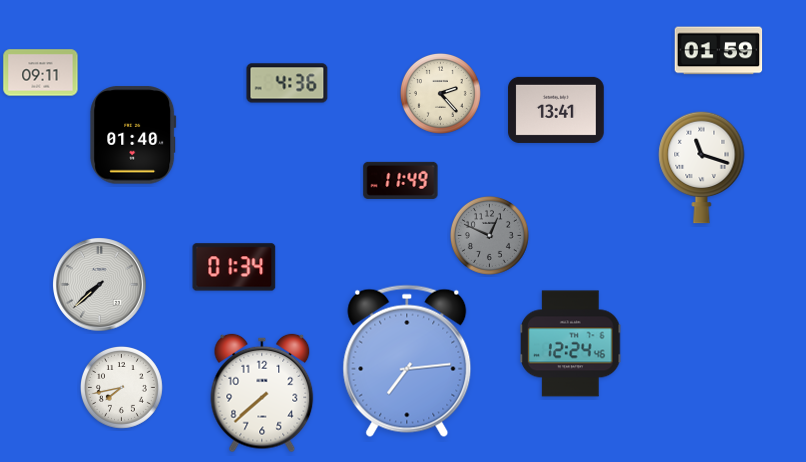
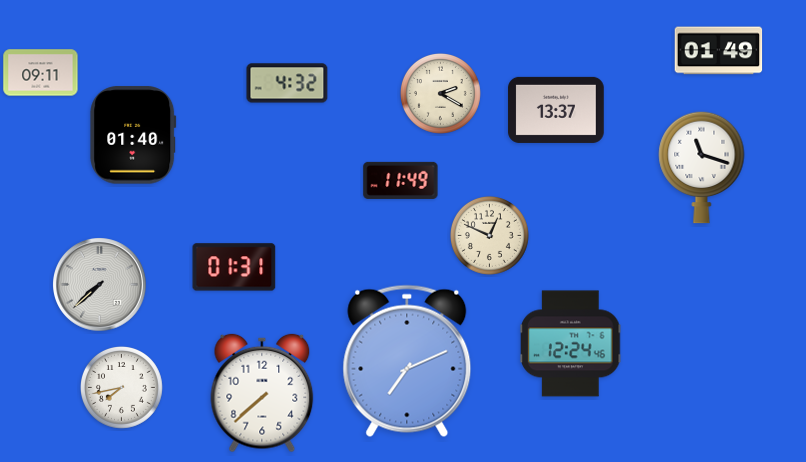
clock at (719, 51): 01:59 -> 01:49
clock at (287, 83): 4:36 -> 4:32
clock at (440, 93): 2:23 -> 2:20
clock at (556, 110): 13:41 -> 13:37
clock at (489, 235) dial: grey -> cream
clock at (234, 267): 01:34 -> 01:31
clock at (407, 361): 7:14 -> 7:11
